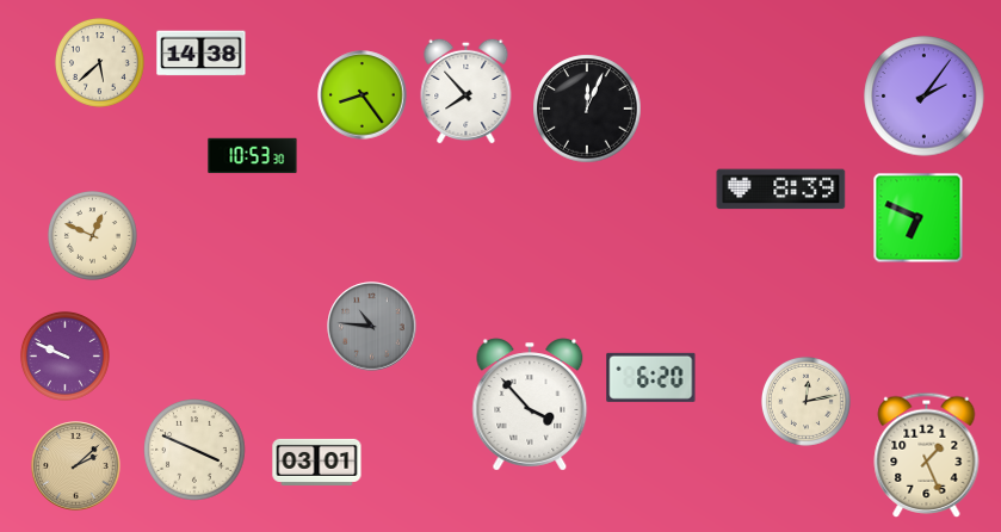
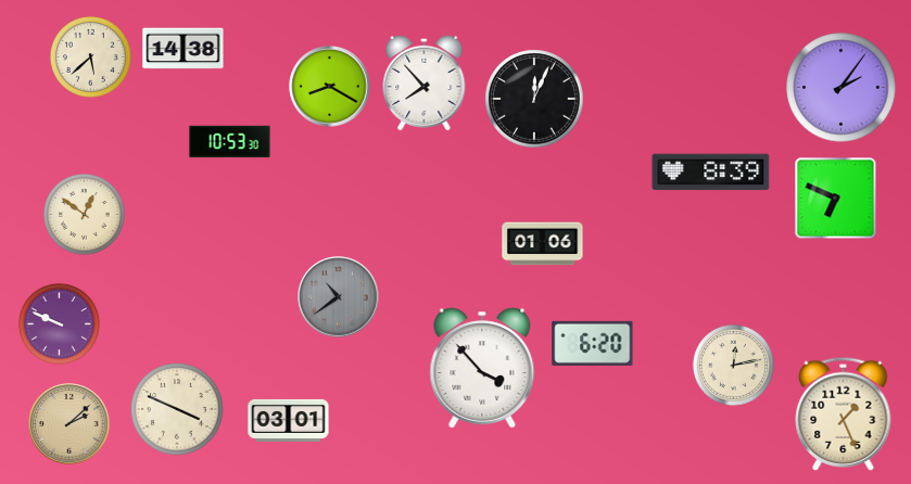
clock at (363, 95): 8:24 -> 8:20
clock at (92, 235): 12:49 -> 12:51
clock at (543, 244): none -> 01:06
clock at (372, 327): 10:46 -> 10:39
